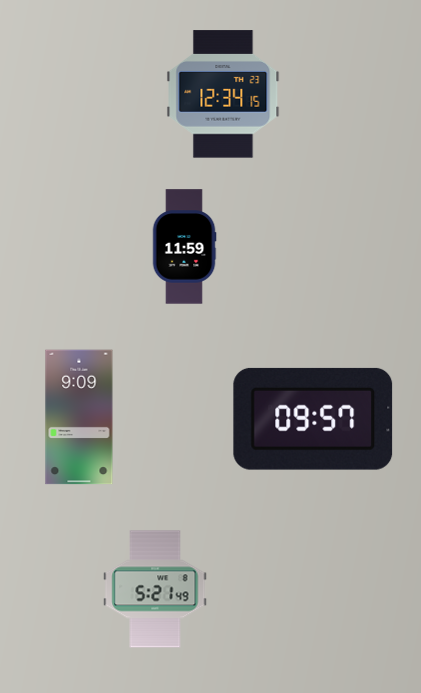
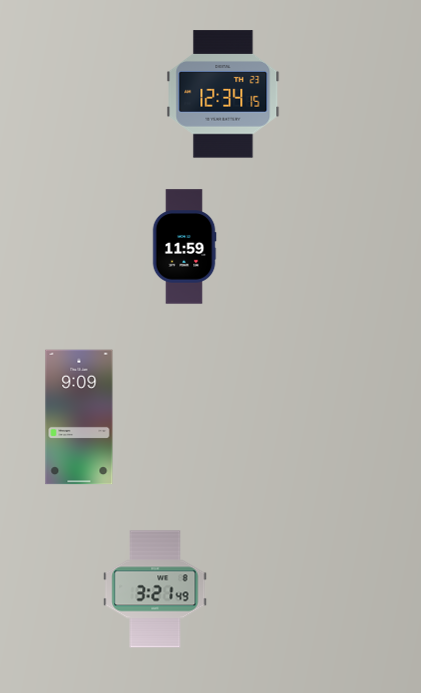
clock at (313, 419): 09:57 -> none
clock at (155, 589): 5:21 -> 3:21
